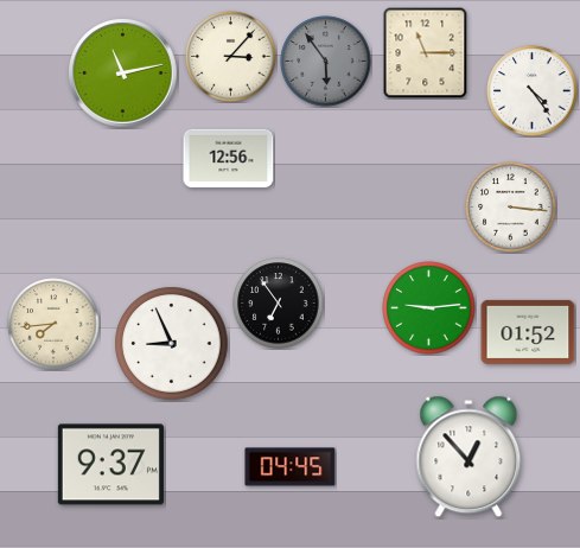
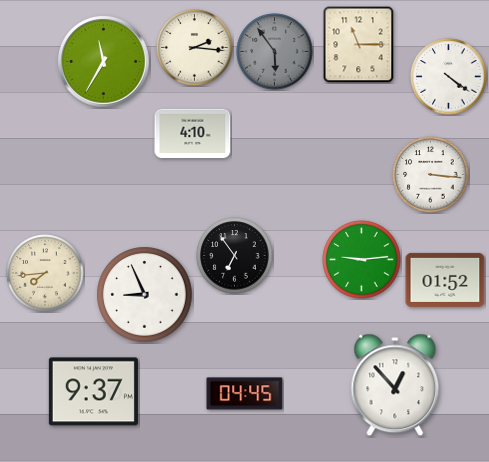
clock at (231, 57): 3:07 -> 2:16
clock at (123, 74): 11:13 -> 11:35
clock at (533, 91): 4:24 -> 4:21
clock at (229, 159): 12:56 -> 4:10
clock at (172, 344) position: (172, 344) -> (145, 295)
